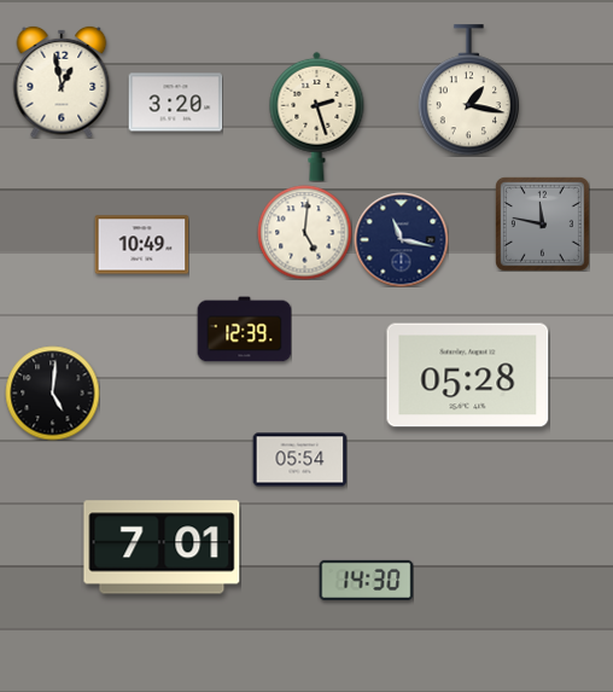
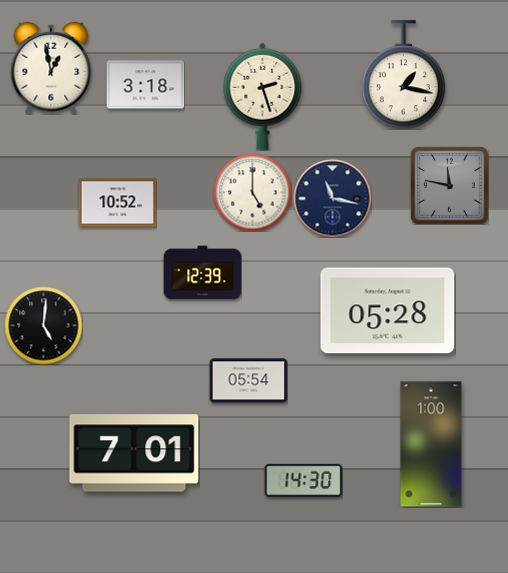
clock at (468, 91) position: (468, 91) -> (403, 75)
clock at (175, 103): 3:20 -> 3:18
clock at (304, 232): 5:01 -> 5:00
clock at (141, 245): 10:49 -> 10:52
clock at (431, 444): none -> 1:00
